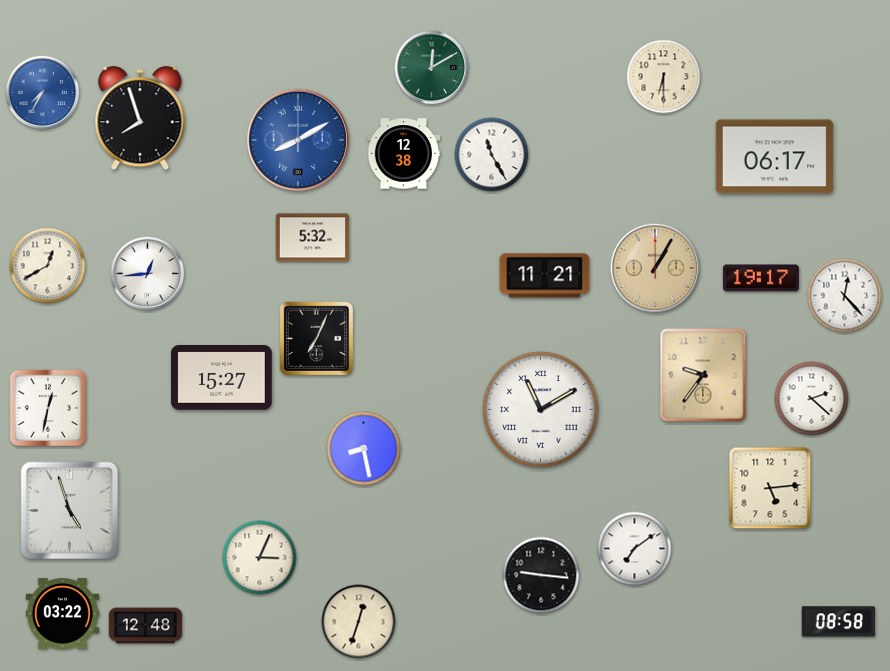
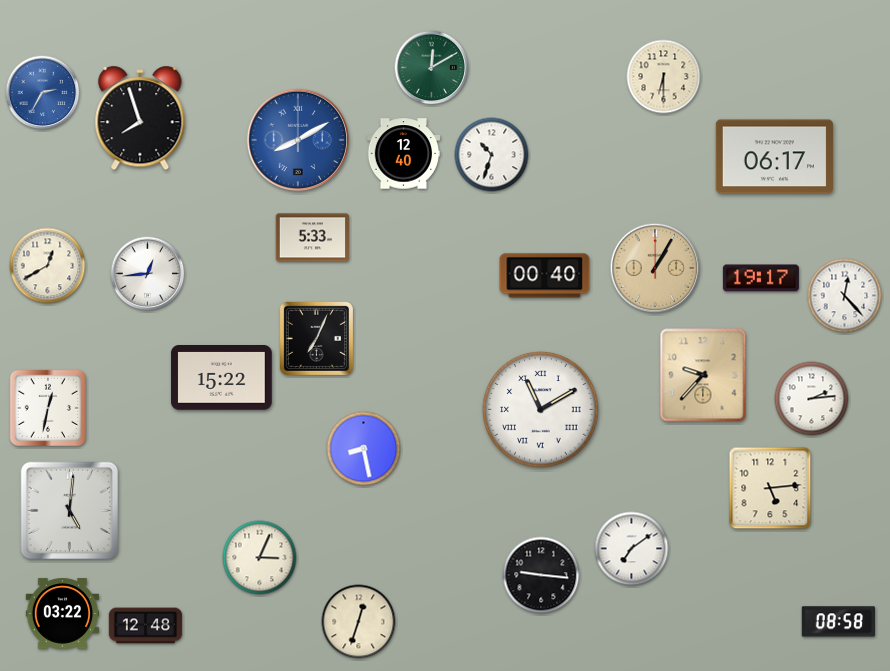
clock at (43, 93): 7:35 -> 2:35
clock at (404, 154): 12:38 -> 12:40
clock at (492, 155): 11:25 -> 10:33
clock at (313, 238): 5:32 -> 5:33
clock at (545, 276): 11:21 -> 00:40
clock at (703, 375): 9:36 -> 9:37
clock at (222, 378): 15:27 -> 15:22
clock at (812, 399): 2:22 -> 2:14
clock at (70, 511): 4:57 -> 5:01
clock at (635, 549) position: (635, 549) -> (632, 549)
